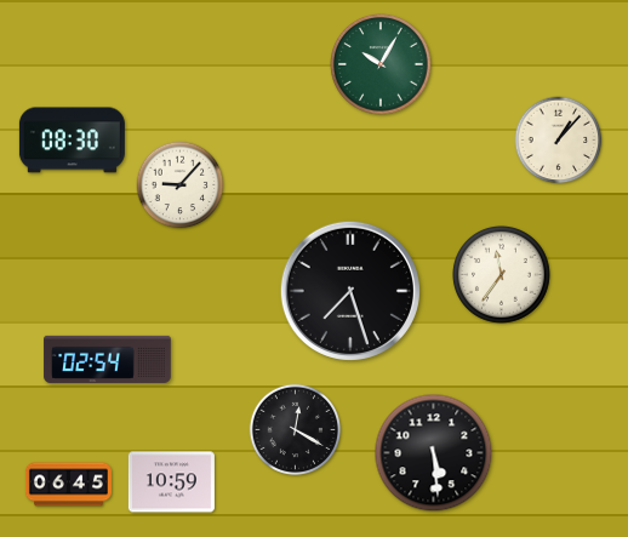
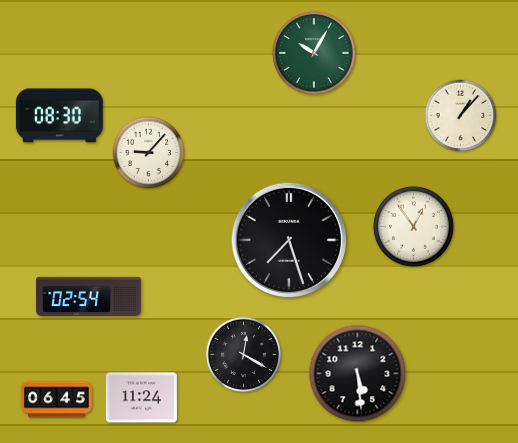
clock at (501, 274): 11:36 -> 12:54
clock at (171, 482): 10:59 -> 11:24
